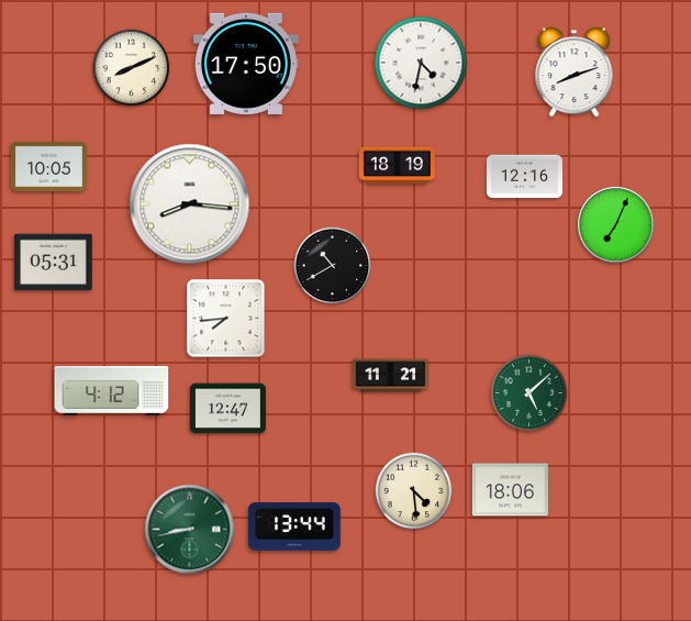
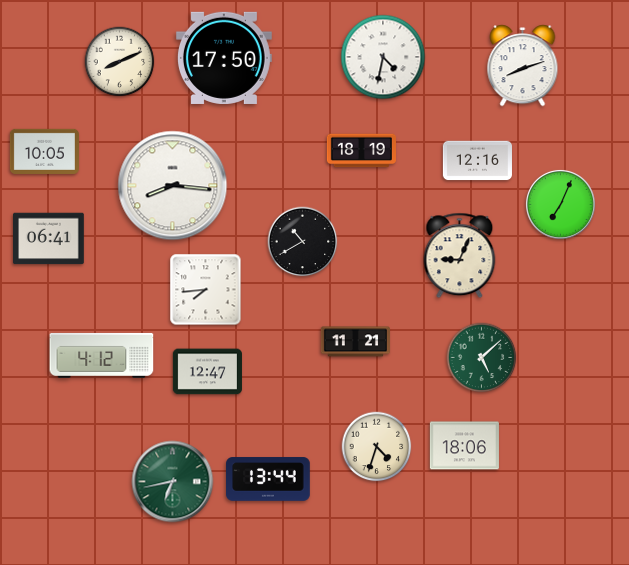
clock at (54, 263): 05:31 -> 06:41
clock at (460, 256): none -> 9:04
clock at (414, 491): 4:29 -> 4:33
clock at (190, 530): 8:43 -> 6:43
